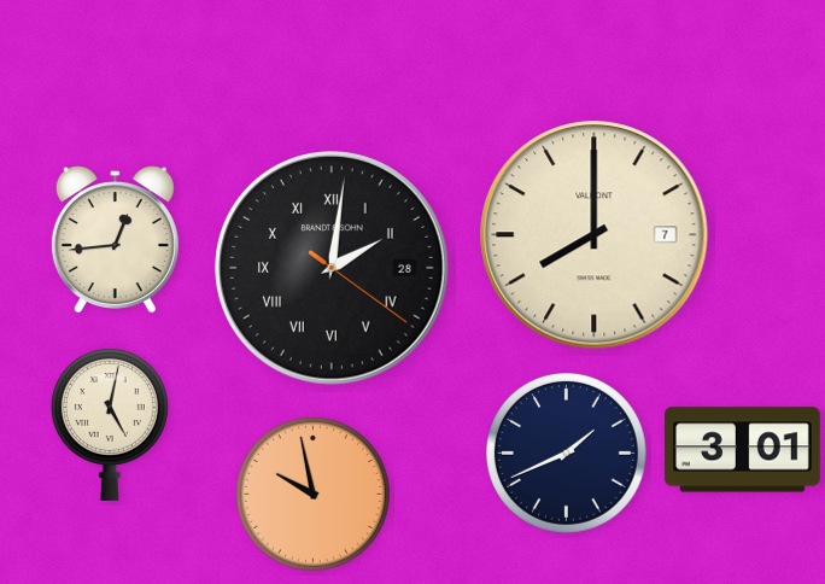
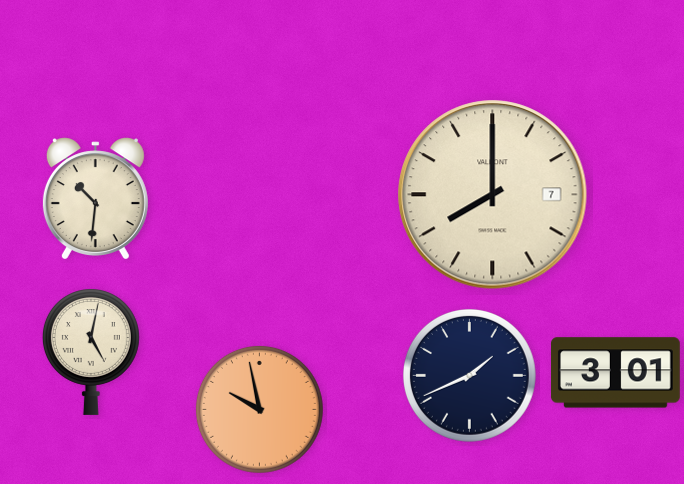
clock at (115, 240): 12:44 -> 10:31
clock at (333, 269): 2:01 -> none
